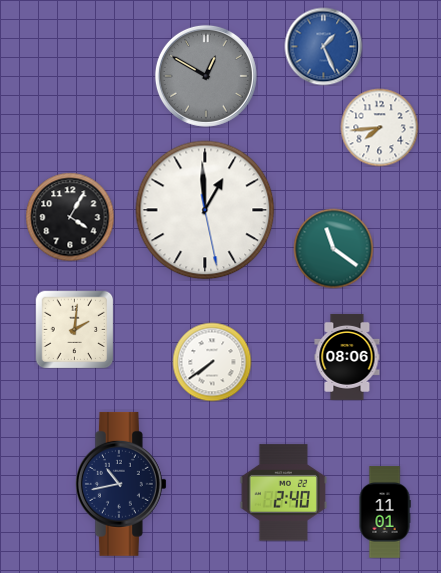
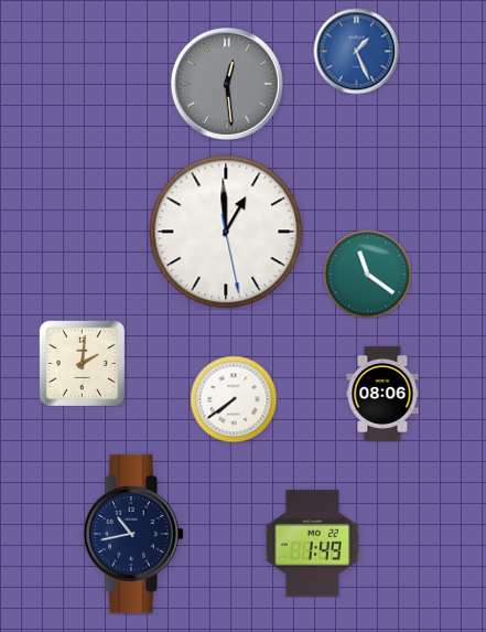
clock at (206, 76): 12:50 -> 12:29
clock at (379, 127): 7:44 -> none
clock at (70, 217): 4:05 -> none
clock at (284, 493): 2:40 -> 1:49
clock at (385, 512): 11:01 -> none
